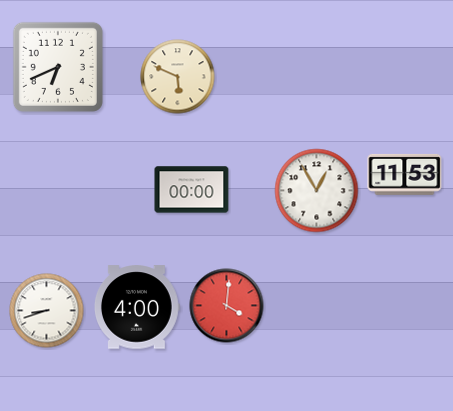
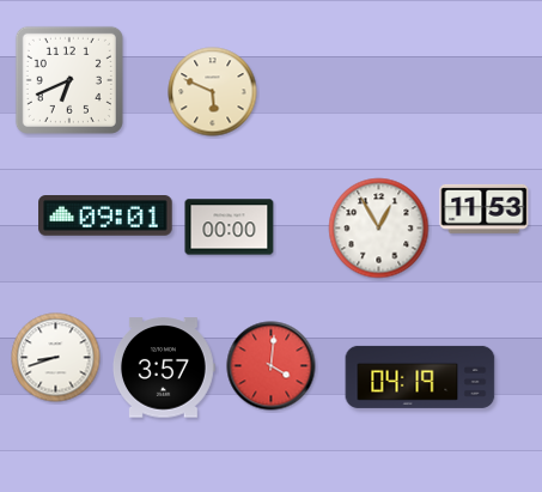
clock at (105, 217): none -> 09:01
clock at (137, 307): 4:00 -> 3:57
clock at (47, 311) position: (47, 311) -> (56, 358)
clock at (420, 377): none -> 04:19
